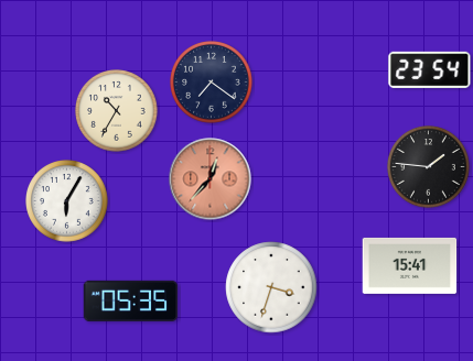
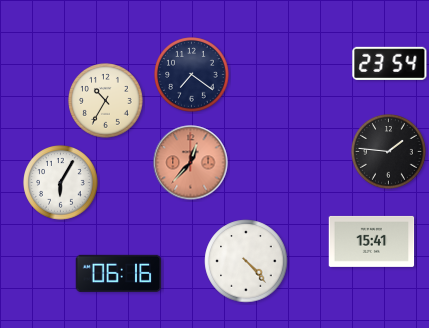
clock at (271, 287): 3:33 -> 4:23
clock at (131, 300): 05:35 -> 06:16
